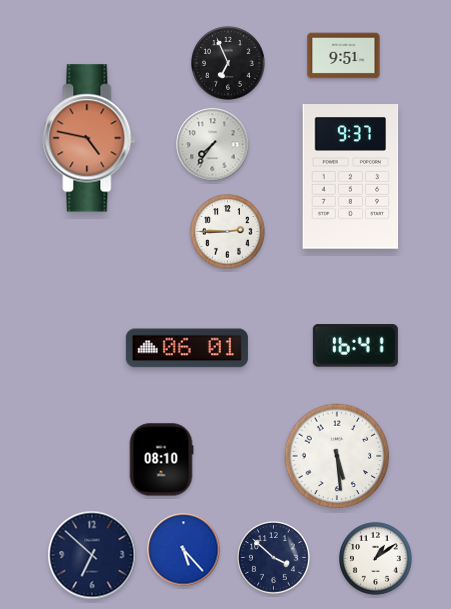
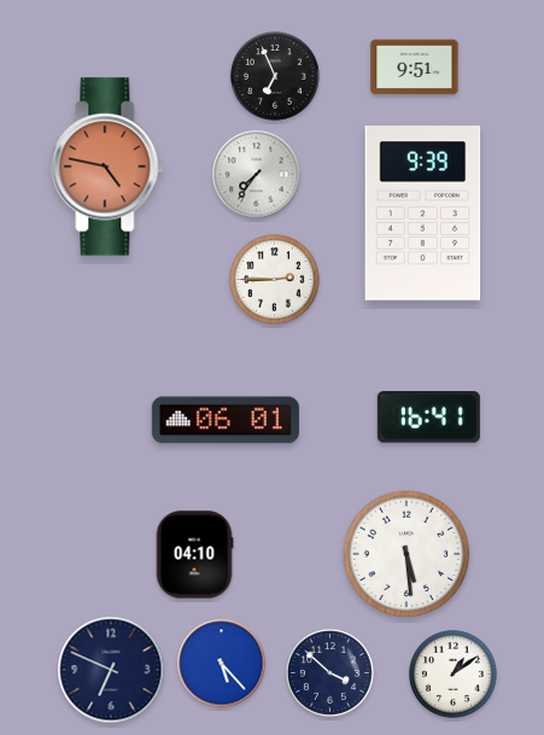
clock at (351, 177): 9:37 -> 9:39
clock at (337, 456) position: (337, 456) -> (406, 554)
clock at (161, 460): 08:10 -> 04:10
clock at (92, 555): 6:52 -> 6:49
